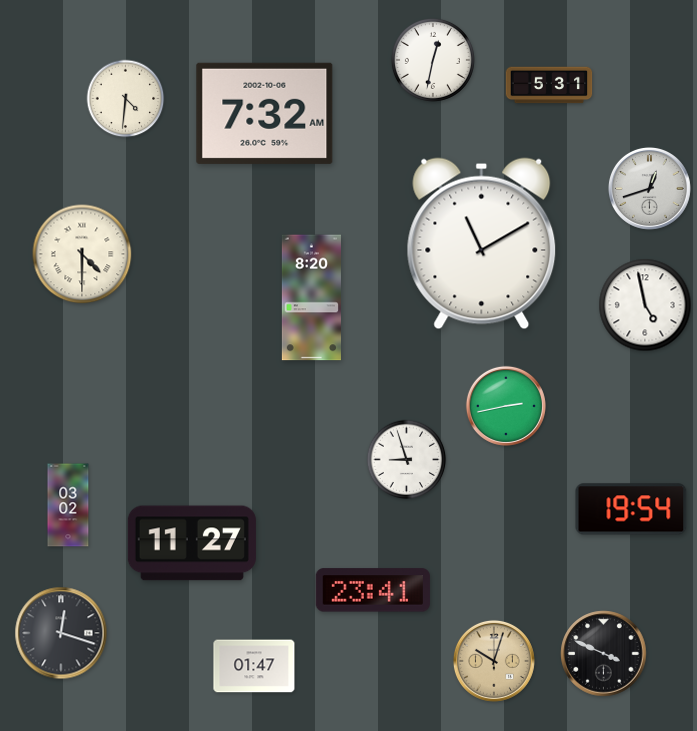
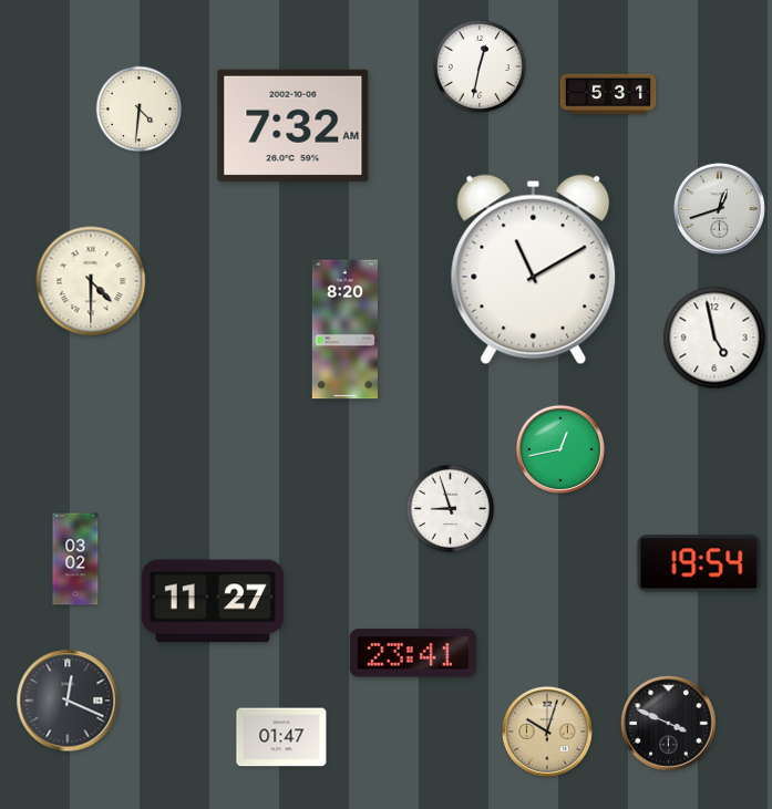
clock at (506, 406): 2:43 -> 12:43
clock at (61, 633): 12:18 -> 12:19
